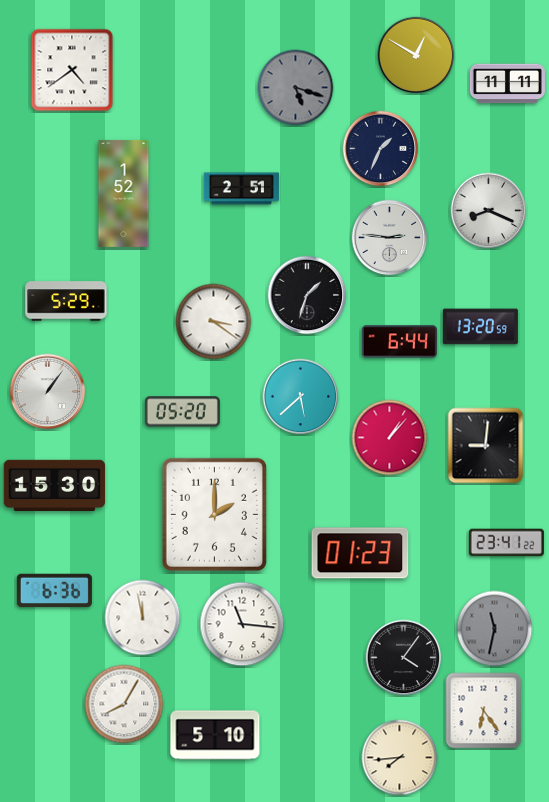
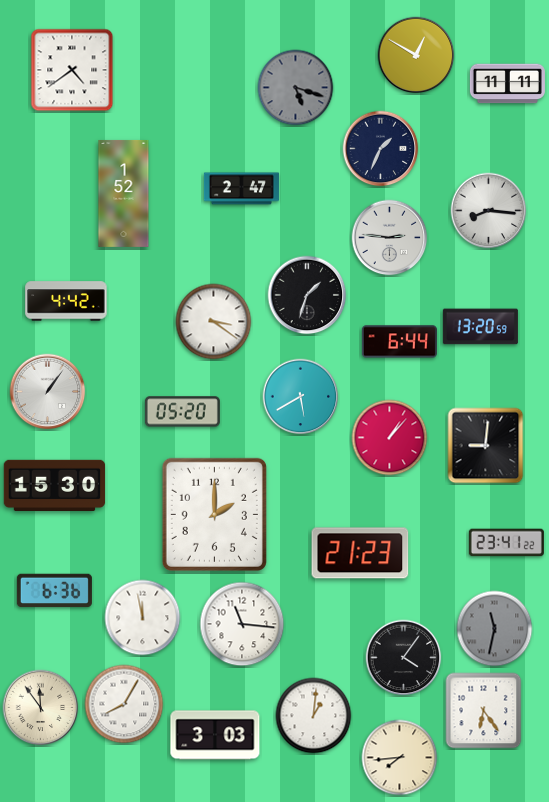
clock at (241, 189): 2:51 -> 2:47
clock at (489, 211): 8:19 -> 8:16
clock at (66, 301): 5:29 -> 4:42
clock at (301, 397): 5:38 -> 5:40
clock at (360, 553): 01:23 -> 21:23
clock at (41, 708): none -> 11:54
clock at (314, 716): none -> 1:01
clock at (215, 735): 5:10 -> 3:03
